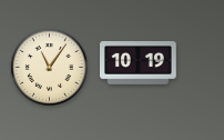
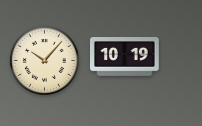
clock at (49, 67): 11:06 -> 10:07
